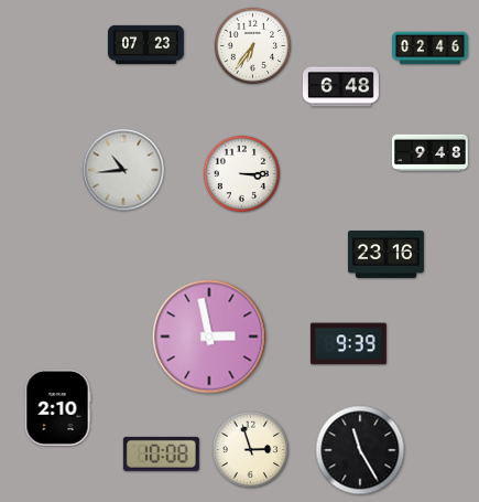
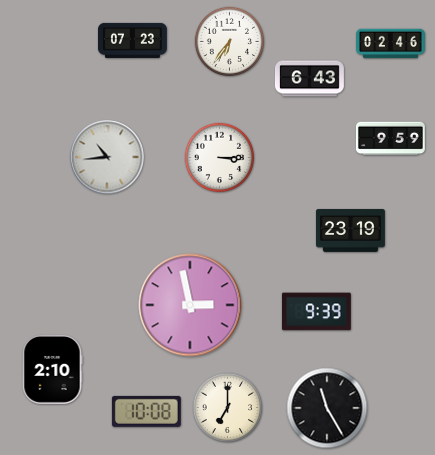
clock at (340, 87): 6:48 -> 6:43
clock at (429, 153): 9:48 -> 9:59
clock at (123, 170) position: (123, 170) -> (107, 157)
clock at (385, 254): 23:16 -> 23:19
clock at (251, 450): 2:57 -> 7:00
